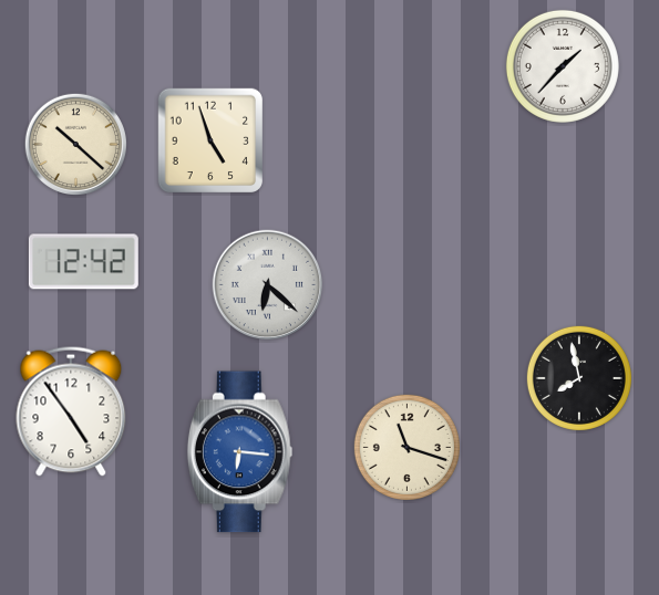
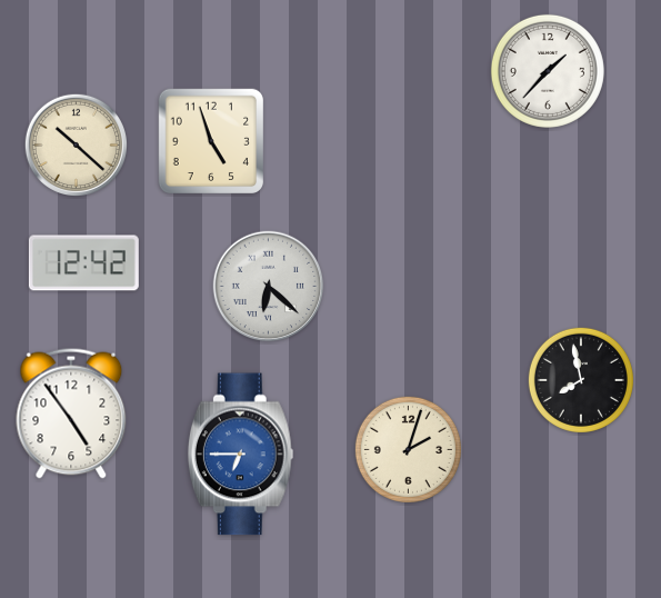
clock at (563, 66) position: (563, 66) -> (548, 71)
clock at (406, 447): 11:18 -> 2:03
clock at (239, 452): 6:16 -> 6:45
